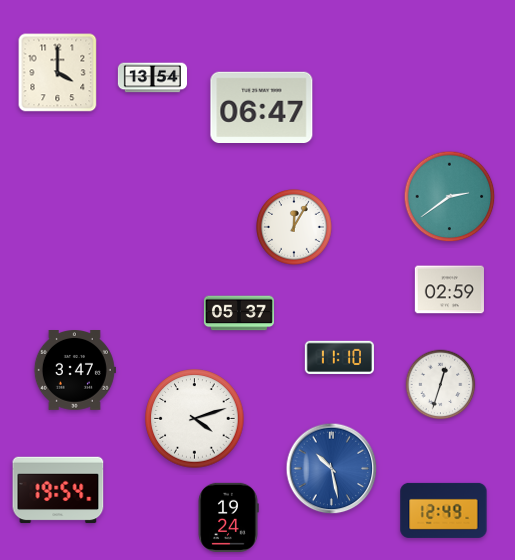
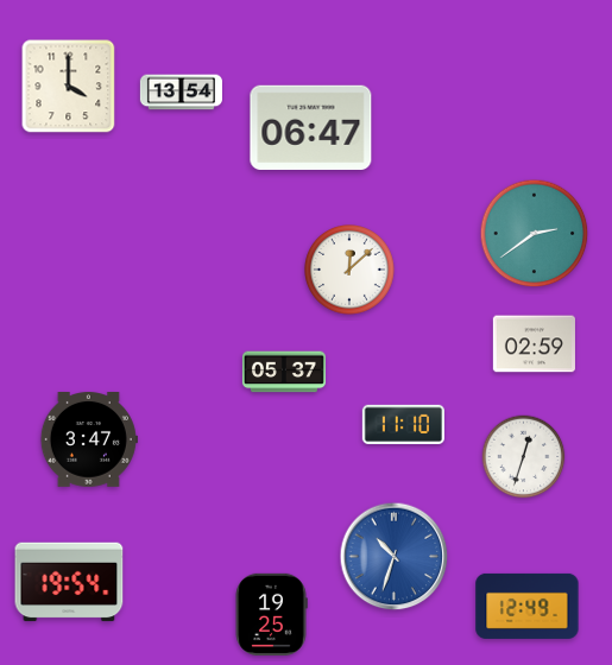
clock at (295, 228): 12:05 -> 12:08
clock at (195, 419): 4:12 -> none
clock at (332, 469): 10:28 -> 10:33
clock at (228, 517): 19:24 -> 19:25
